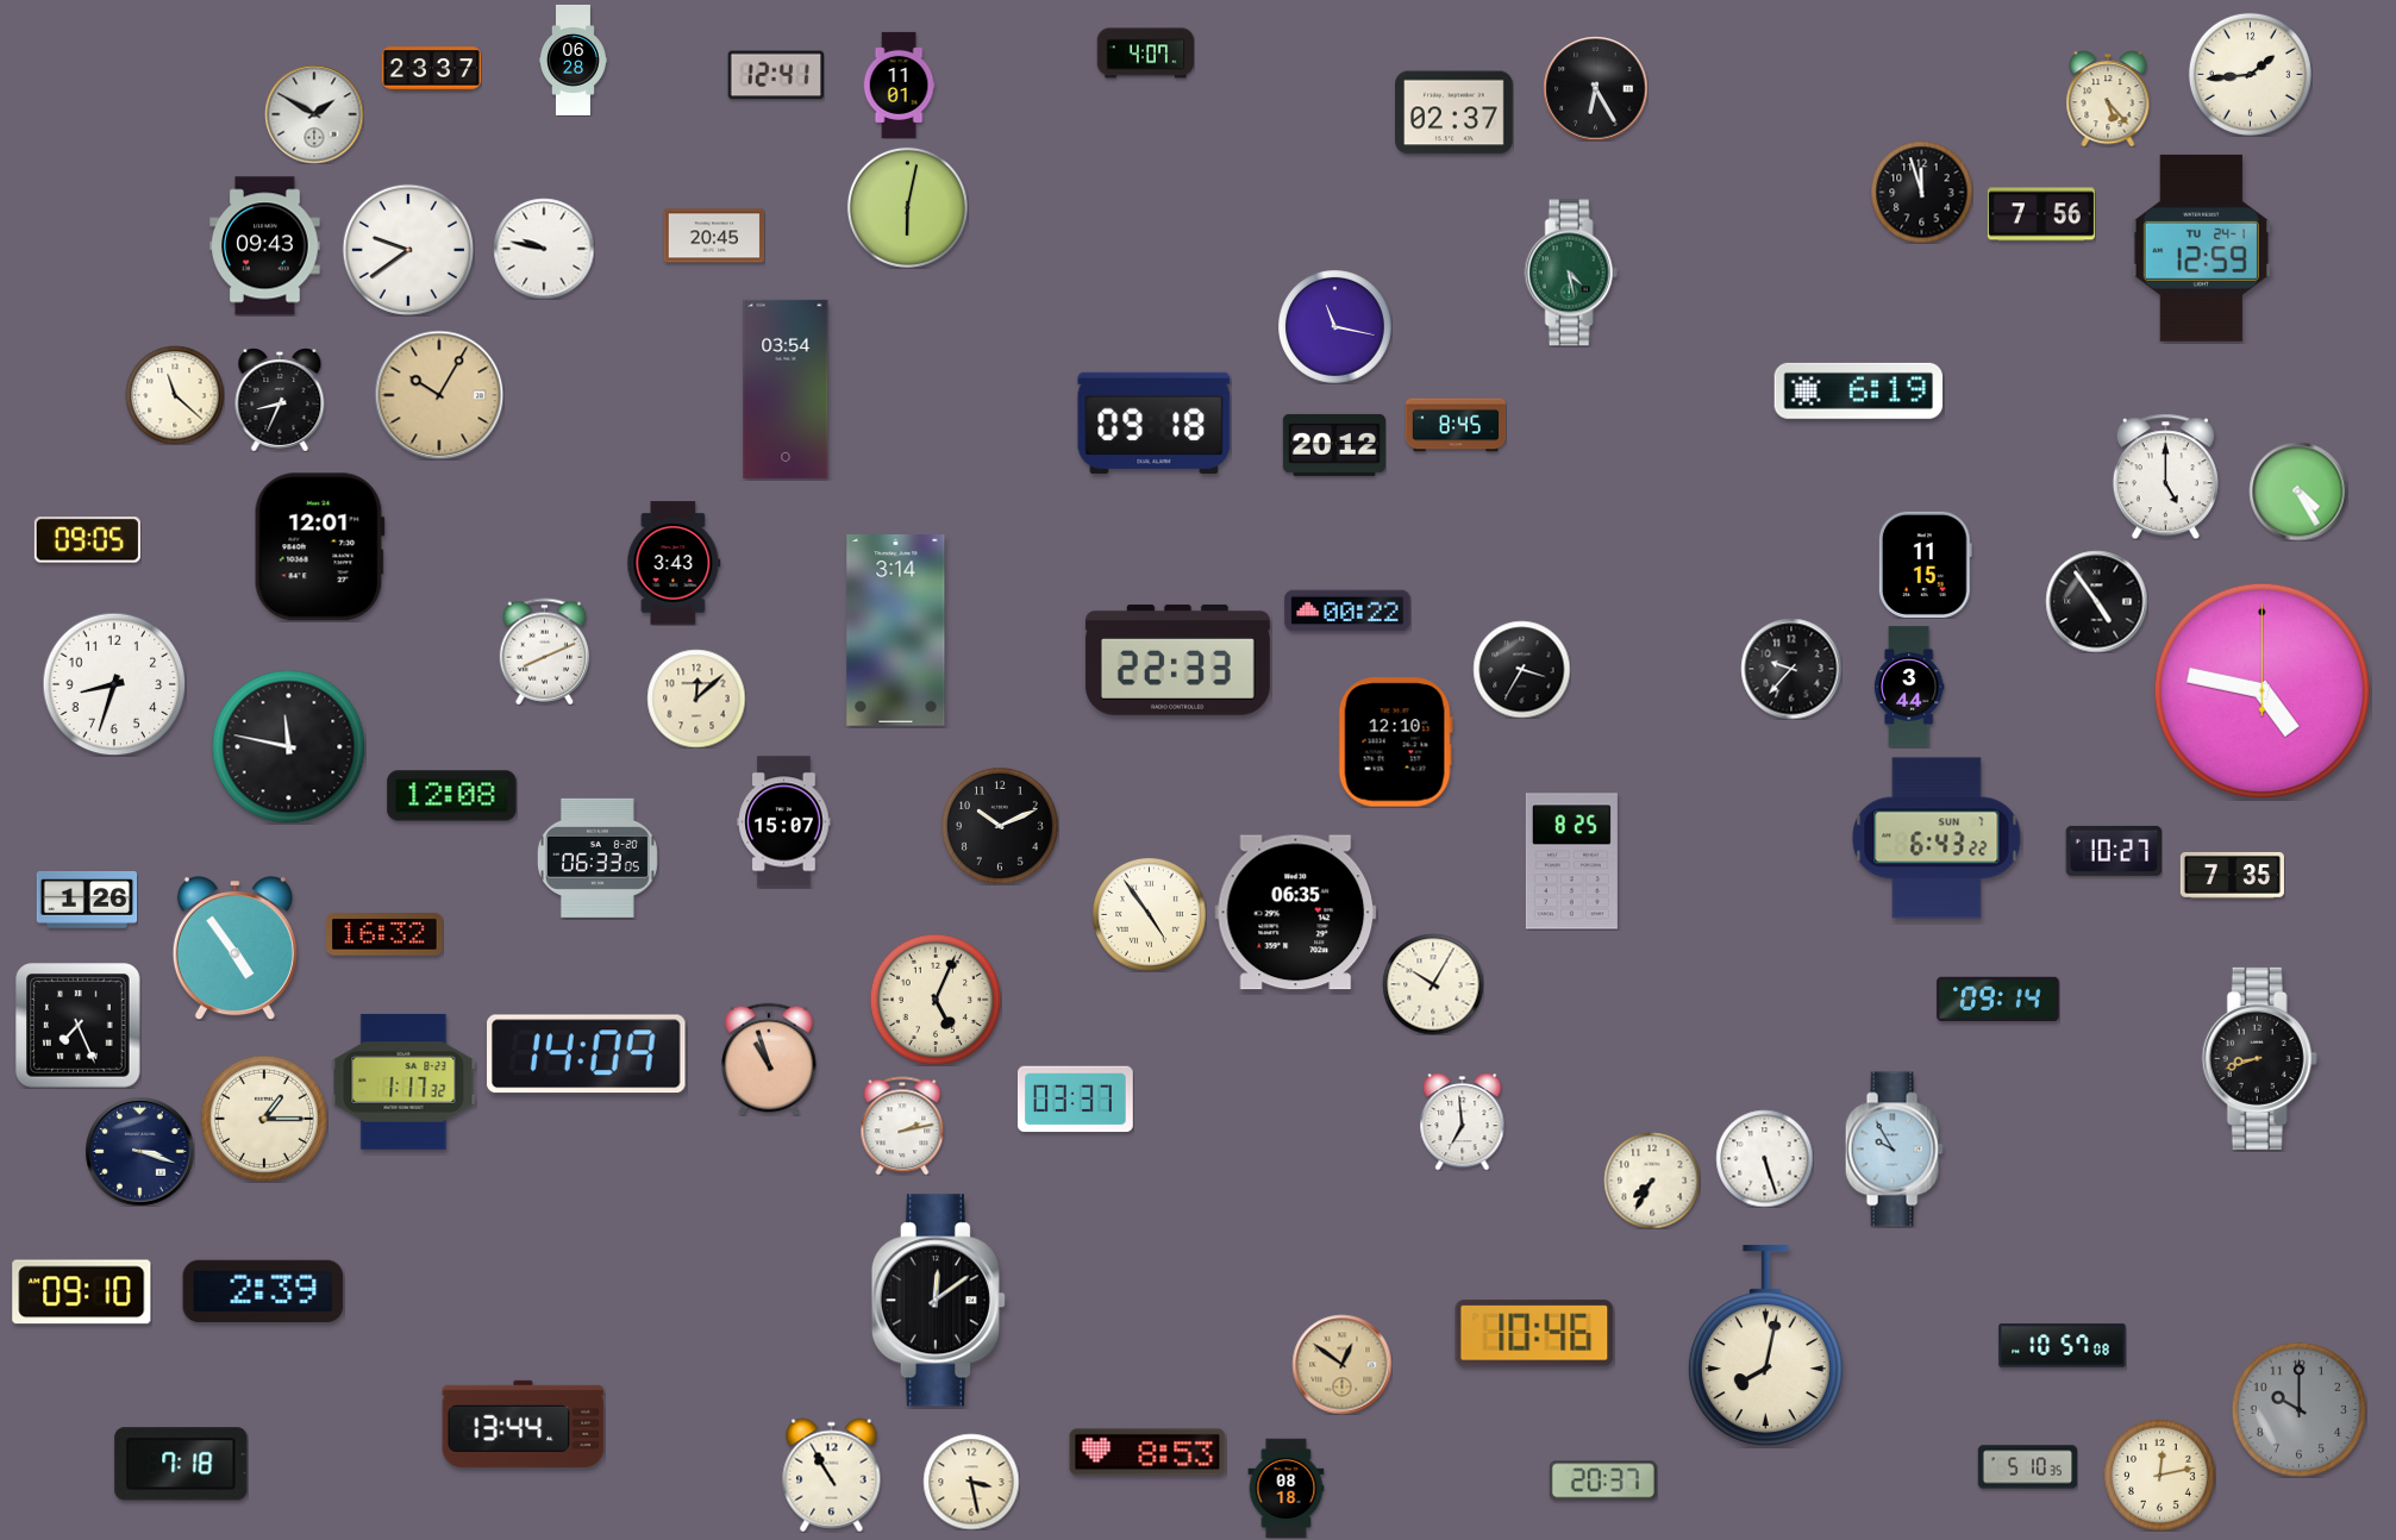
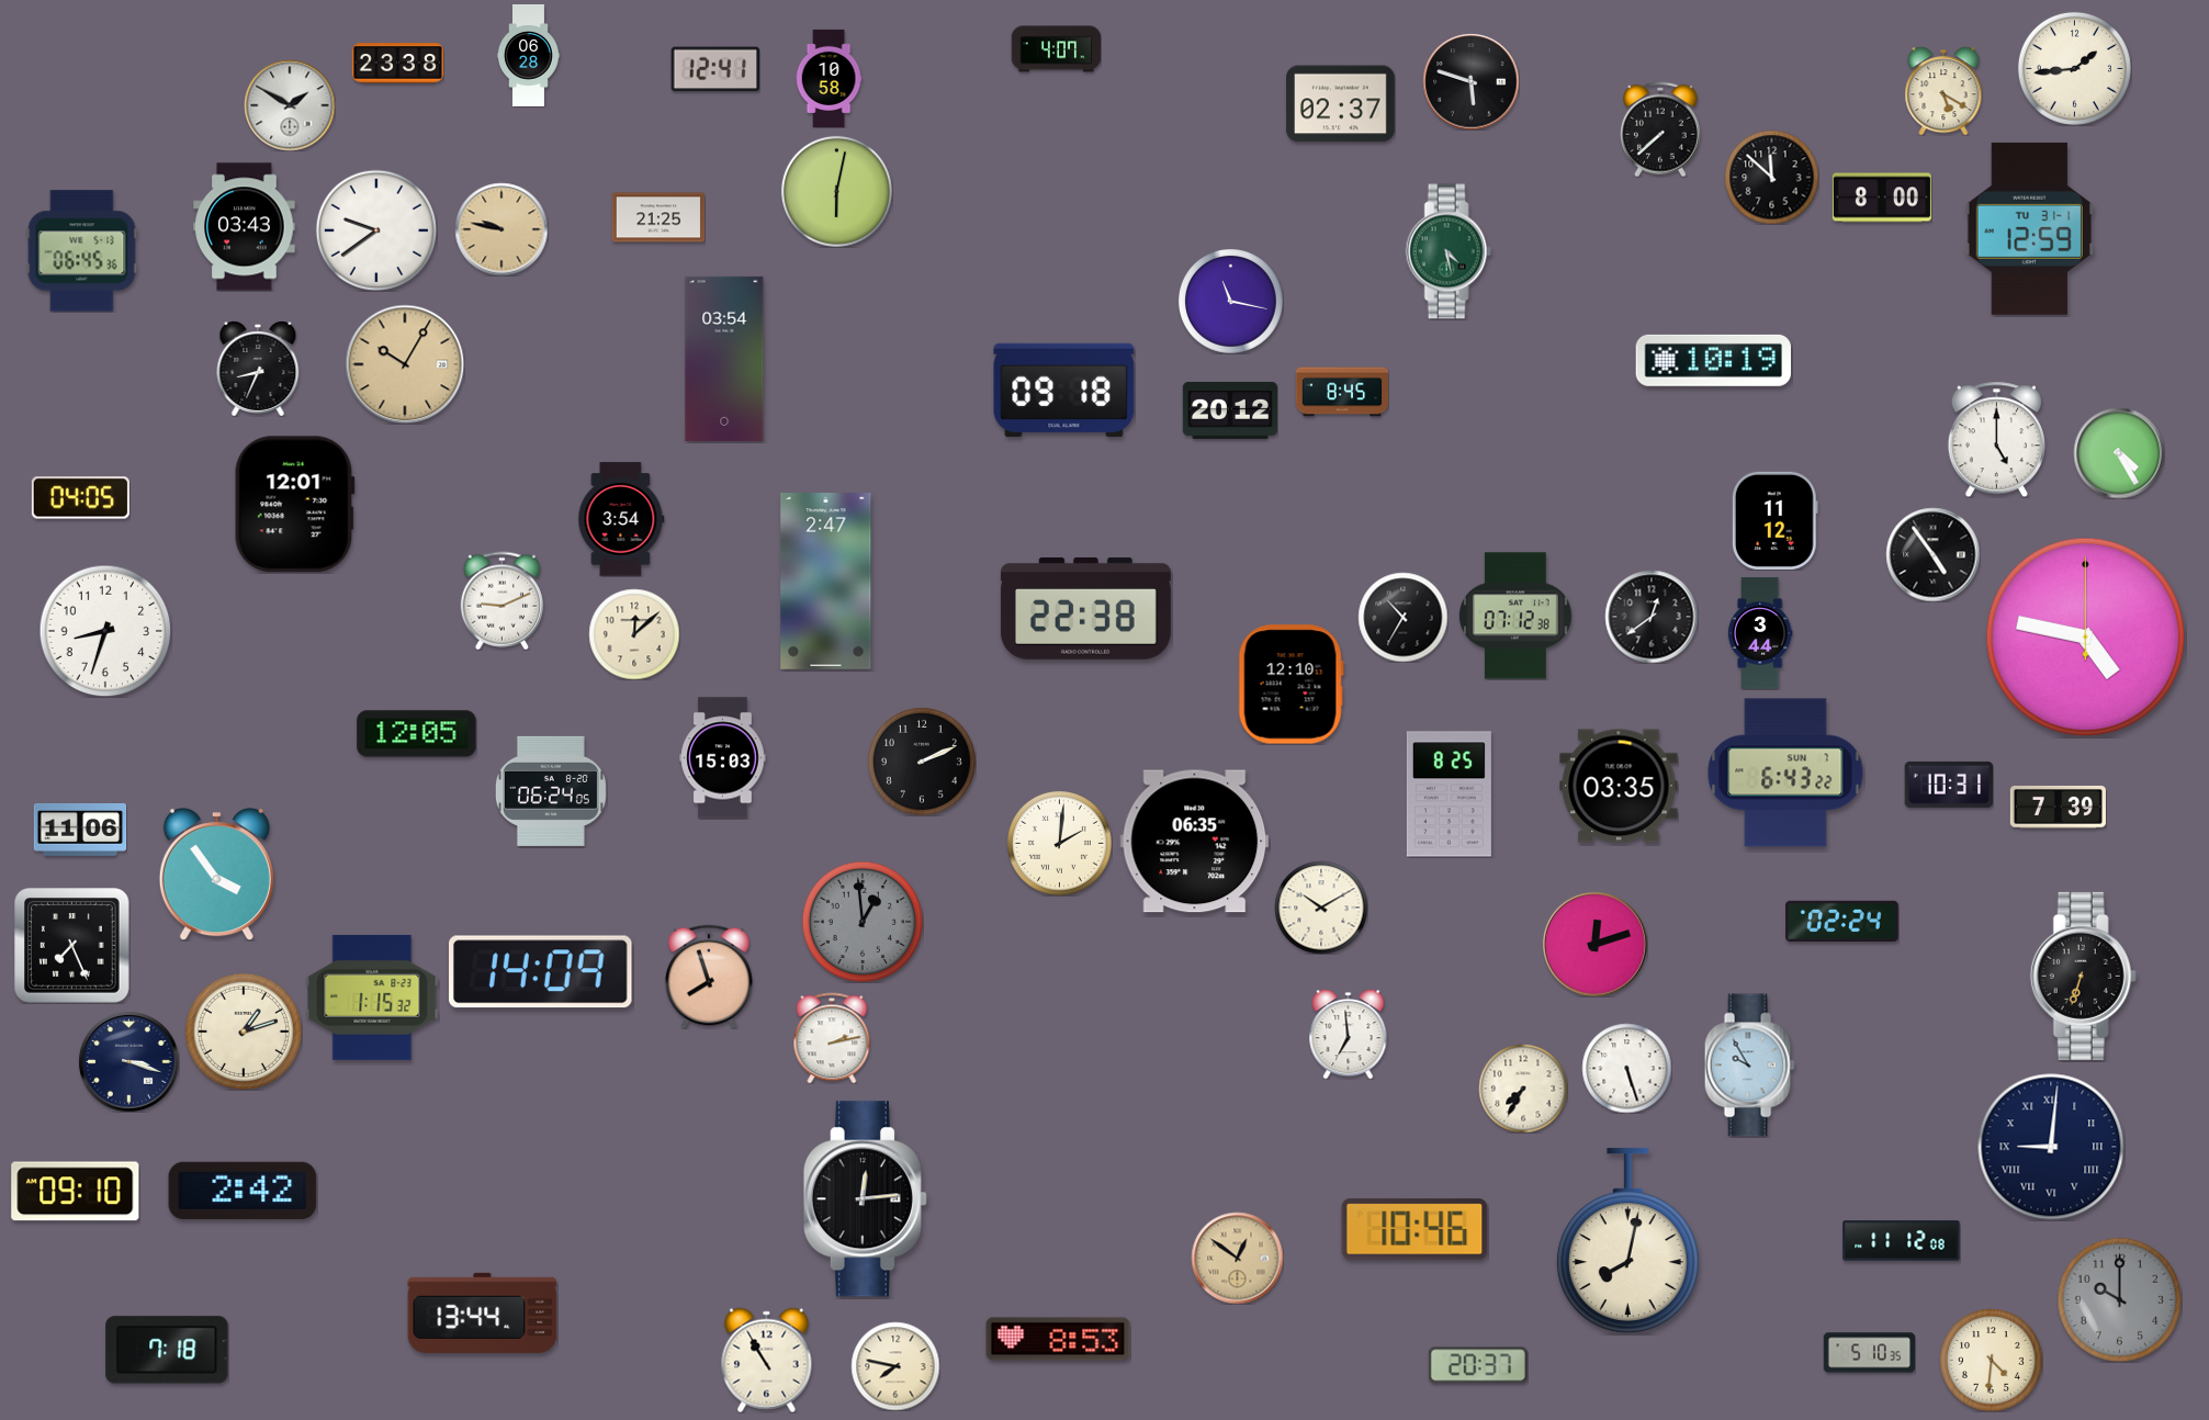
clock at (431, 69): 23:37 -> 23:38
clock at (899, 84): 11:01 -> 10:58
clock at (1595, 88): 6:25 -> 5:48
clock at (2108, 99): 5:23 -> 5:20
clock at (1660, 129): none -> 7:38
clock at (1921, 192): 11:57 -> 11:52
clock at (2041, 214): 7:56 -> 8:00
clock at (714, 236): 20:45 -> 21:25
clock at (265, 246): 09:43 -> 03:43
clock at (2201, 248) date: TU 24-1 -> TU 31-1
clock at (544, 249) dial: white -> champagne
clock at (82, 251): none -> 06:45
clock at (1858, 390): 6:19 -> 10:19
clock at (175, 395): 11:22 -> none
clock at (87, 540): 09:05 -> 04:05
clock at (674, 563): 3:43 -> 3:54
clock at (1925, 564): 11:15 -> 11:12
clock at (1347, 611): 00:22 -> none
clock at (896, 631): 3:14 -> 2:47
clock at (545, 651): 8:11 -> 9:11
clock at (1177, 659): 22:33 -> 22:38
clock at (1517, 616): none -> 07:12
clock at (1521, 669): 3:35 -> 10:35
clock at (1791, 669): 9:37 -> 12:39
clock at (696, 699) position: (696, 699) -> (634, 634)
clock at (1395, 743) position: (1395, 743) -> (1291, 685)
clock at (288, 746): 11:47 -> none
clock at (452, 796): 12:08 -> 12:05
clock at (784, 822): 15:07 -> 15:03
clock at (1000, 826): 10:11 -> 2:11
clock at (2114, 851): 10:27 -> 10:31
clock at (1619, 786): none -> 03:35
clock at (598, 858): 06:33 -> 06:24
clock at (2232, 876): 7:35 -> 7:39
clock at (87, 901): 1:26 -> 11:06
clock at (1150, 915): 4:54 -> 2:01
clock at (386, 935): 16:32 -> none
clock at (234, 949): 4:54 -> 3:54
clock at (1433, 984): 10:05 -> 10:10
clock at (1998, 999): 09:14 -> 02:24
clock at (934, 1000): 5:04 -> 12:59
clock at (934, 1000) dial: cream -> grey
clock at (1594, 944): none -> 12:12
clock at (2259, 1058): 8:42 -> 6:33
clock at (769, 1059): 10:57 -> 7:57
clock at (403, 1082): 1:17 -> 1:15
clock at (1076, 1100): 03:37 -> none
clock at (264, 1119): 1:15 -> 1:12
clock at (1894, 1150) position: (1894, 1150) -> (1749, 1066)
clock at (2051, 1147): none -> 9:01
clock at (263, 1291): 2:39 -> 2:42
clock at (938, 1301): 12:09 -> 12:14
clock at (2063, 1346): 10:57 -> 11:12
clock at (2159, 1475): 12:13 -> 4:31
clock at (971, 1482): 3:28 -> 7:47
clock at (1287, 1488): 08:18 -> none
